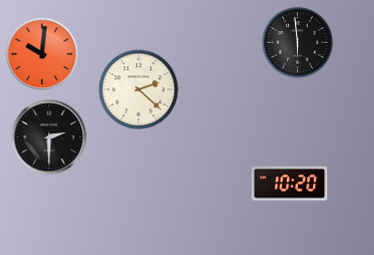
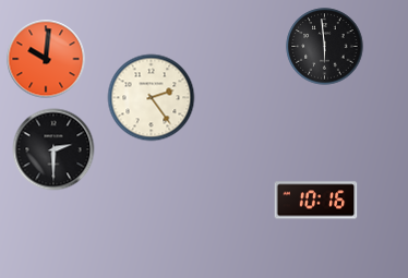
clock at (139, 90): 2:22 -> 2:24
clock at (290, 184): 10:20 -> 10:16
